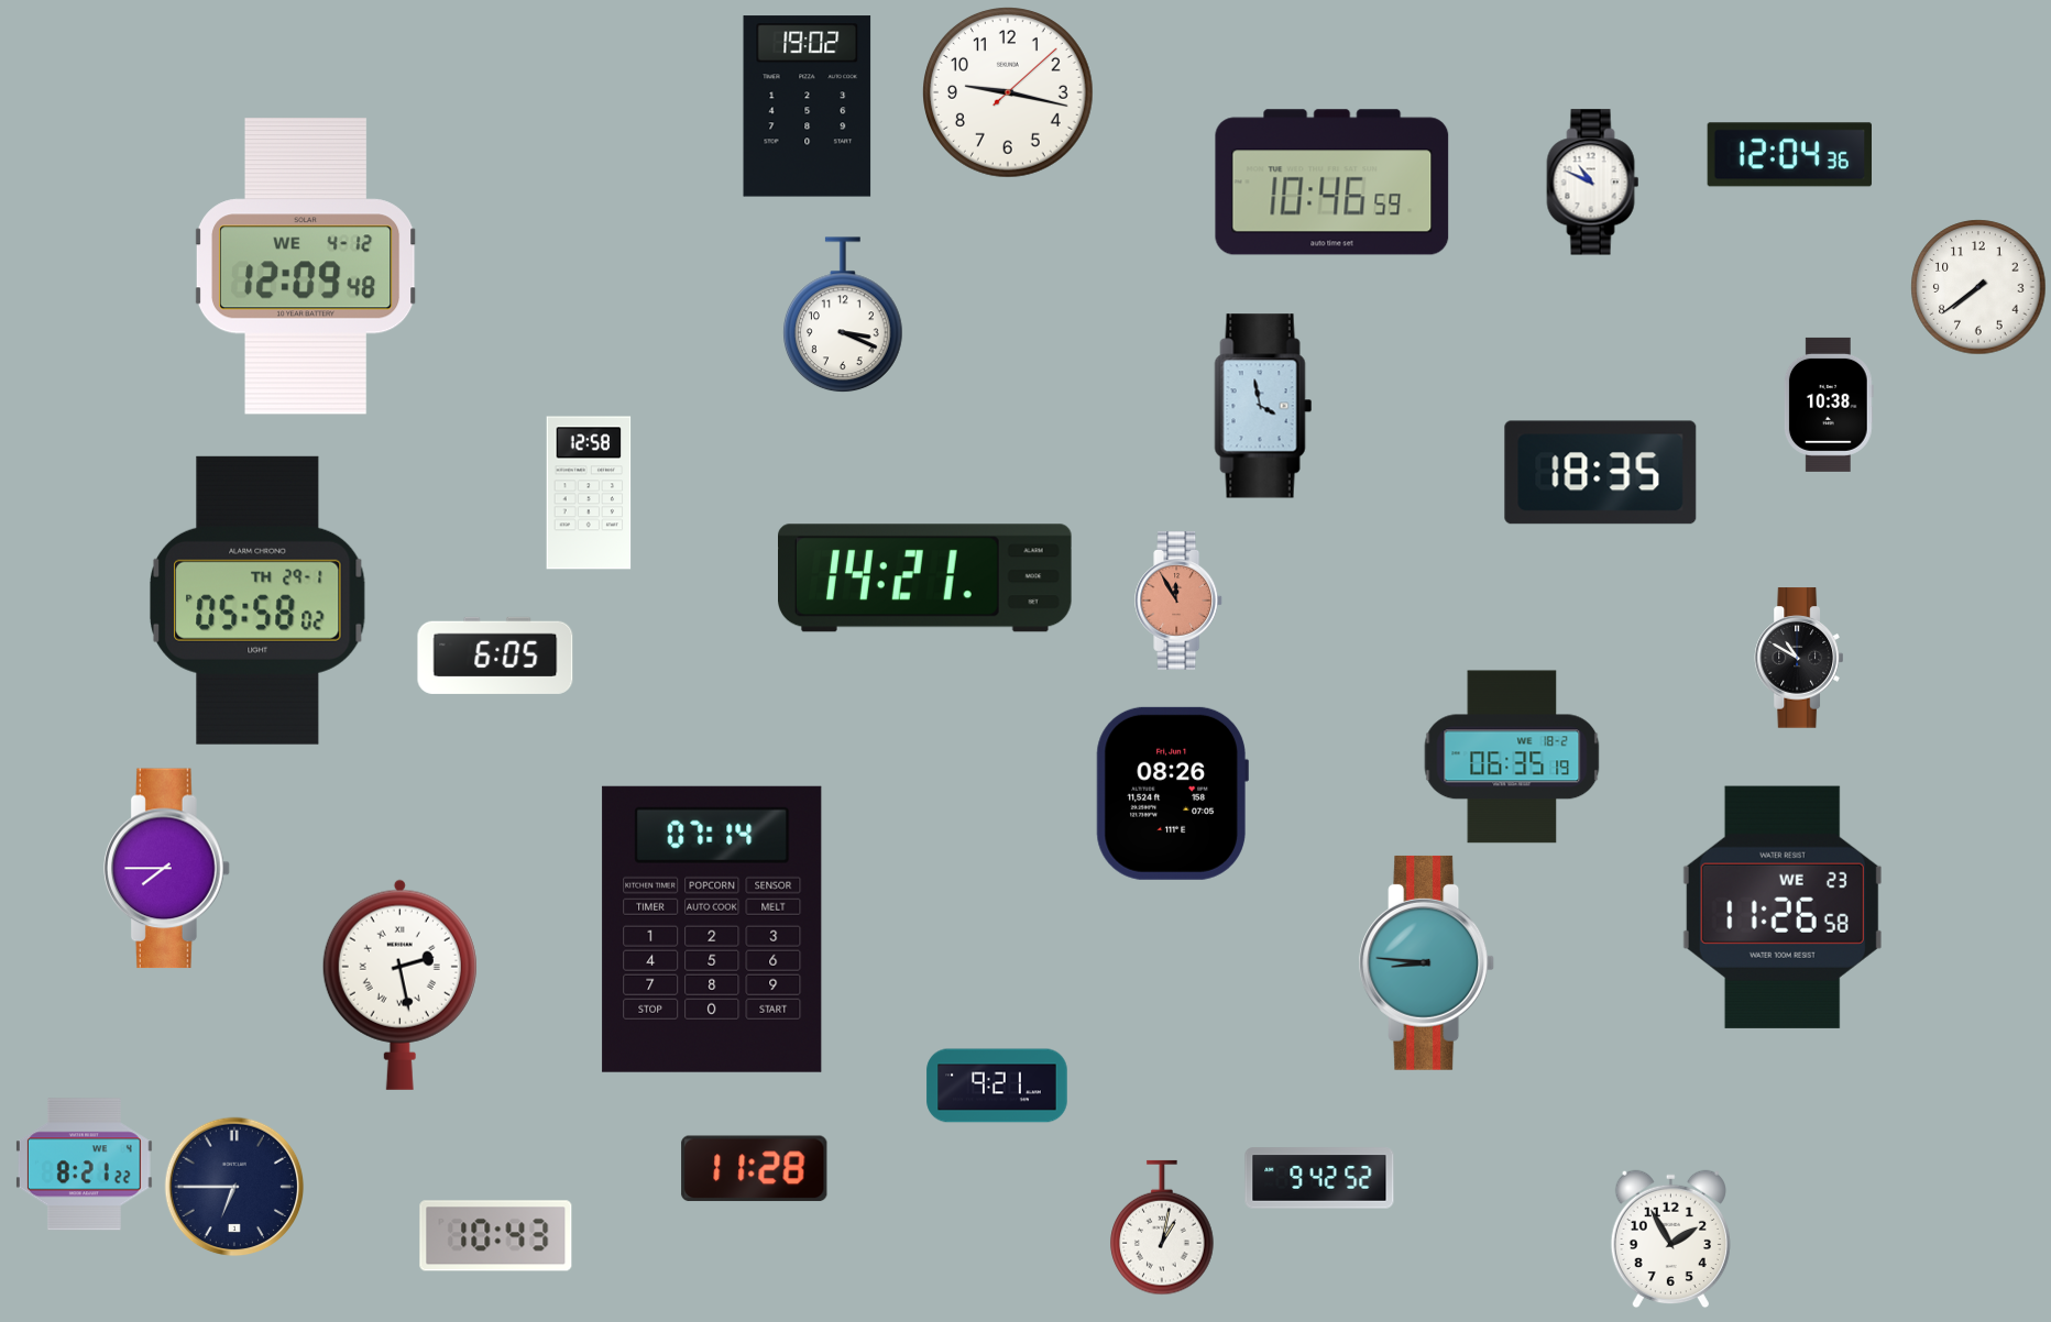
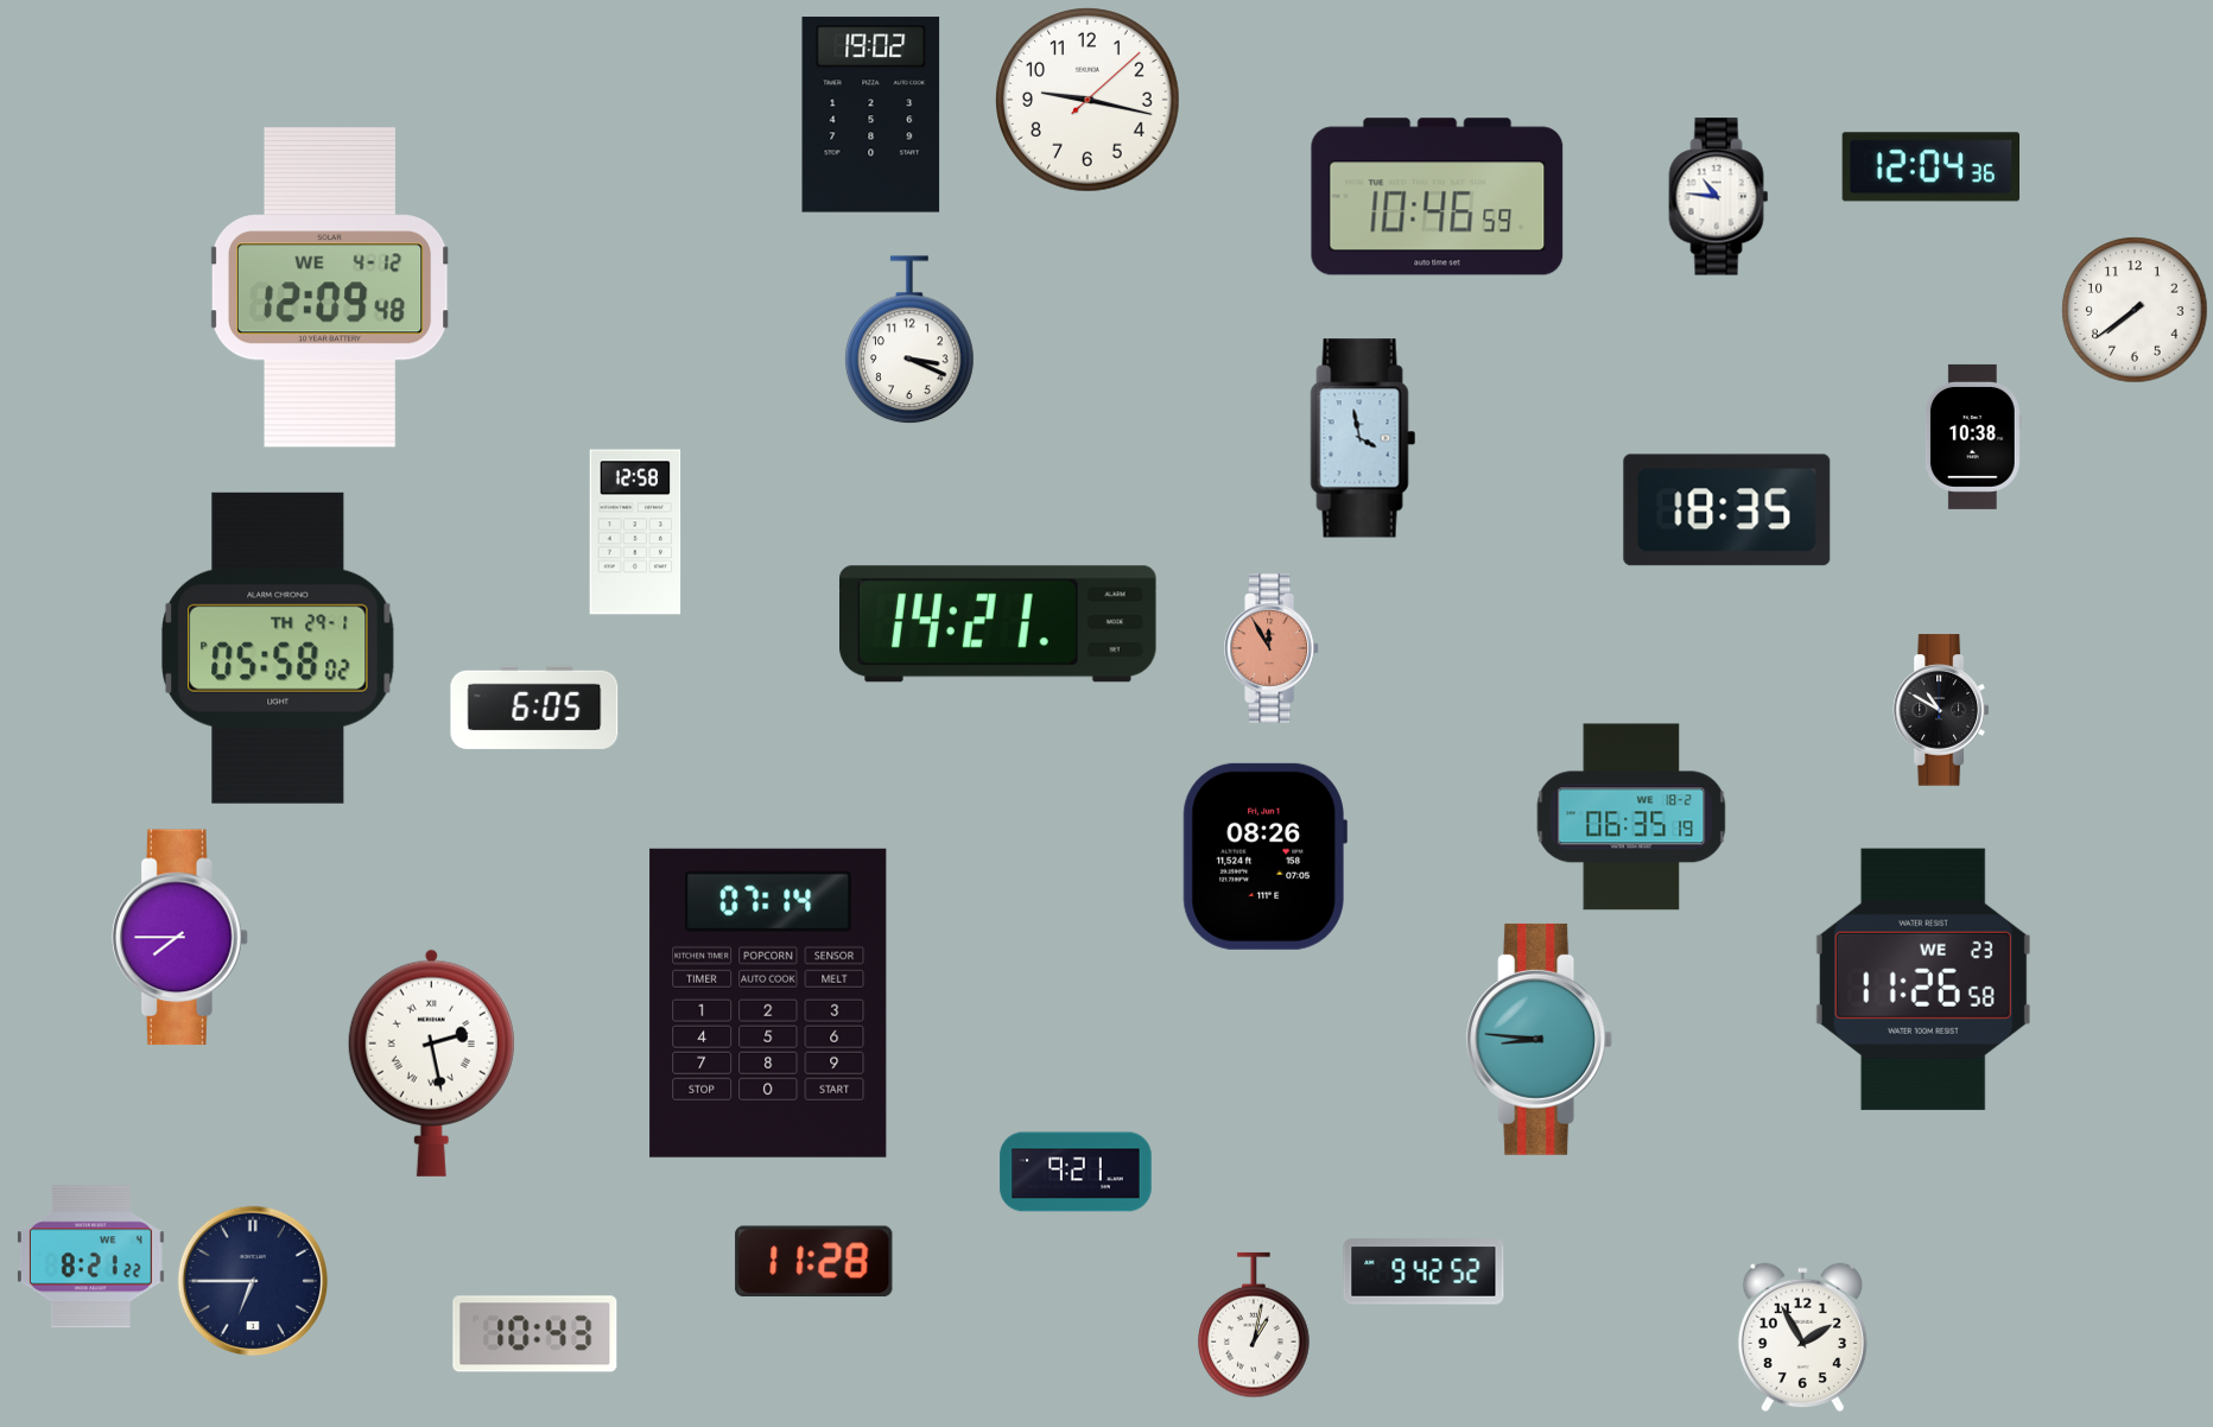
clock at (1593, 183): 10:49 -> 10:46
